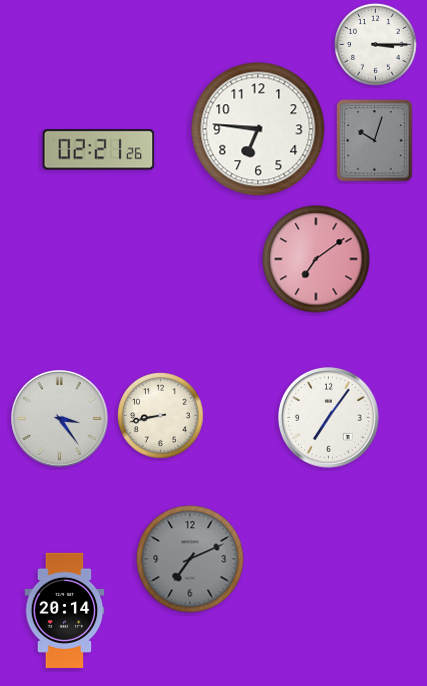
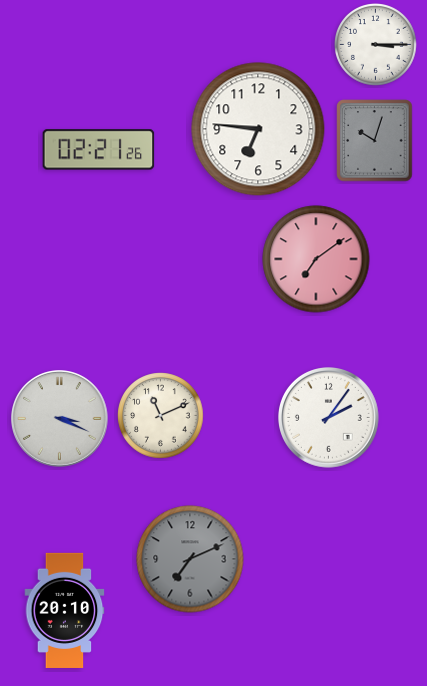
clock at (161, 416): 8:43 -> 11:11
clock at (329, 418): 7:06 -> 2:06
clock at (60, 419): 3:24 -> 3:19
clock at (65, 610): 20:14 -> 20:10
